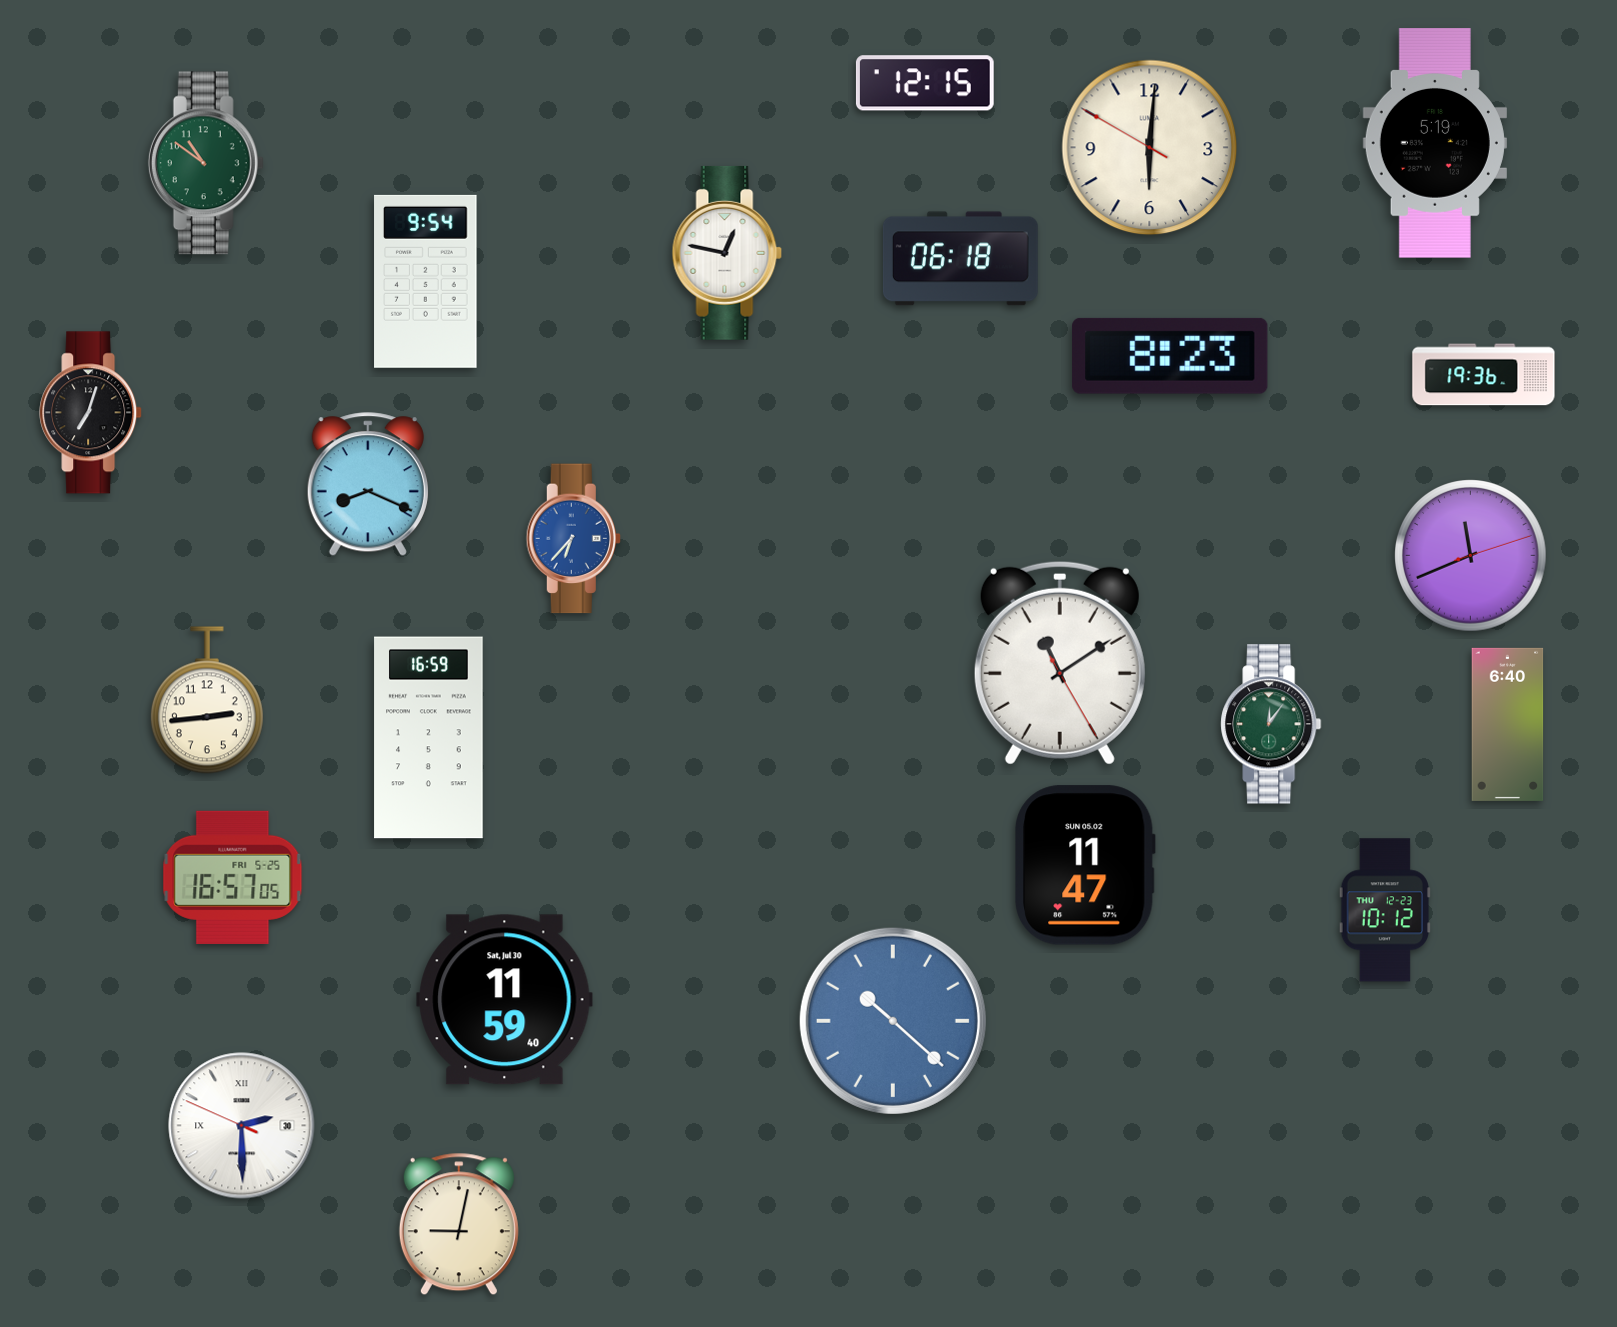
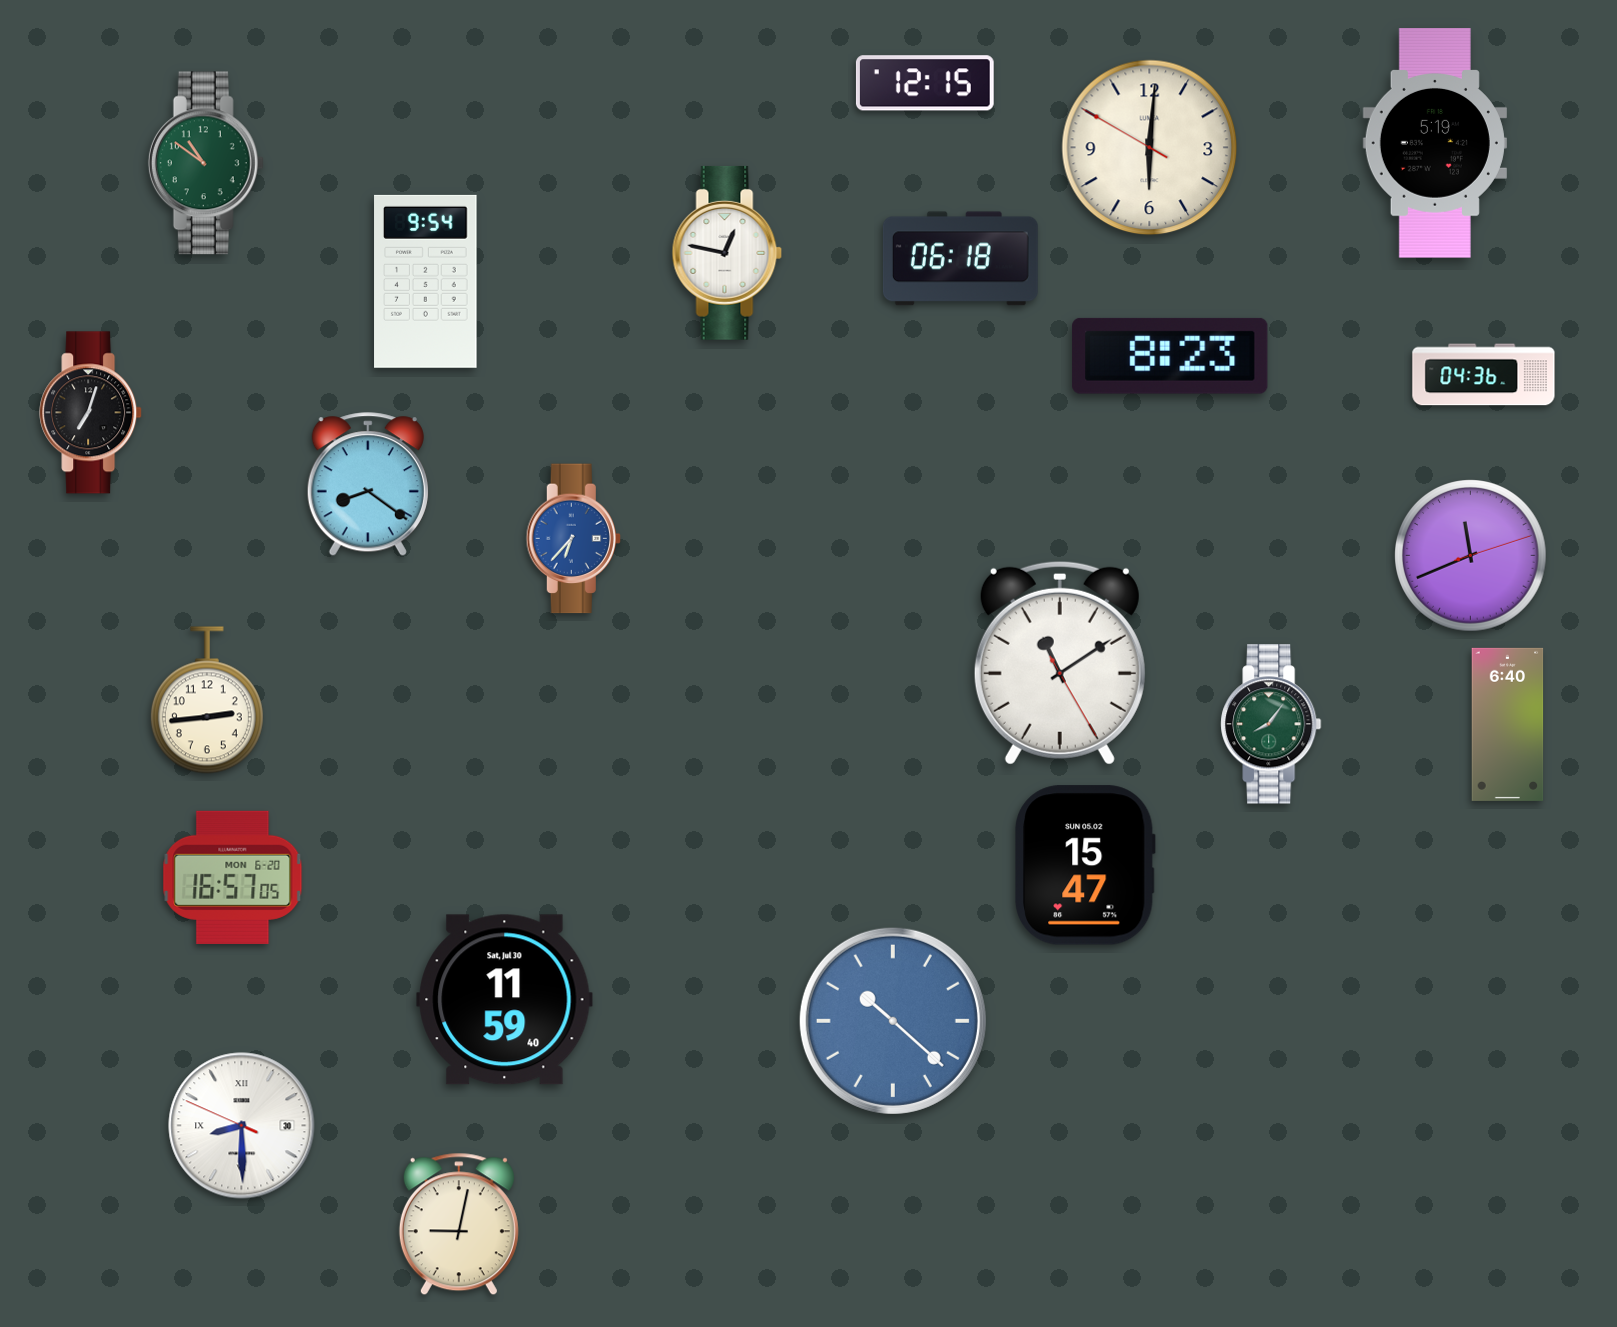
clock at (1484, 375): 19:36 -> 04:36
clock at (368, 485): 8:19 -> 8:21
clock at (1271, 724): 12:06 -> 8:06
clock at (429, 738): 16:59 -> none
clock at (1085, 865): 11:47 -> 15:47
clock at (233, 877) date: FRI 5-25 -> MON 6-20
clock at (1385, 910): 10:12 -> none
clock at (242, 1126): 2:29 -> 8:29
